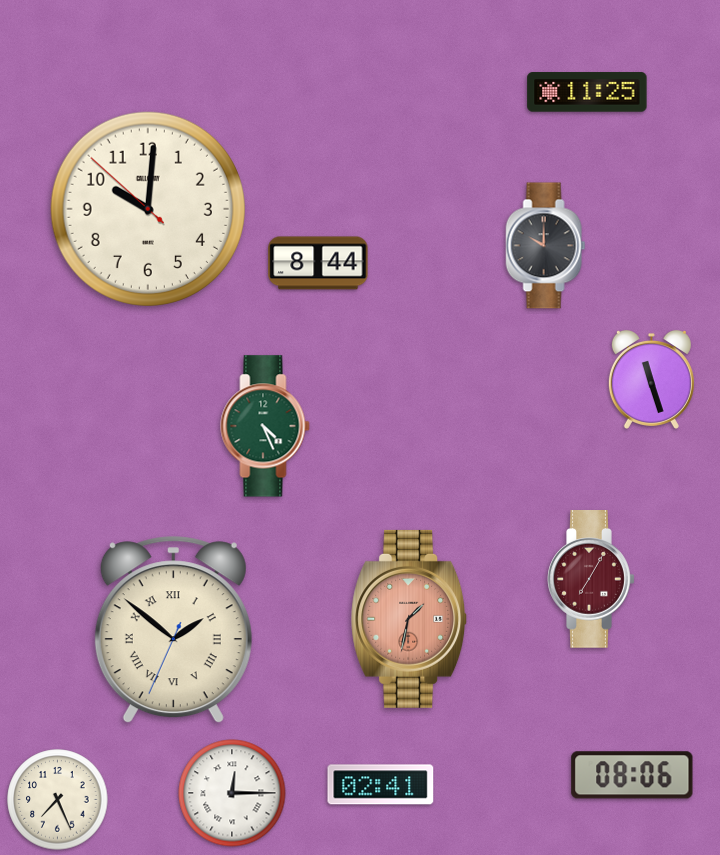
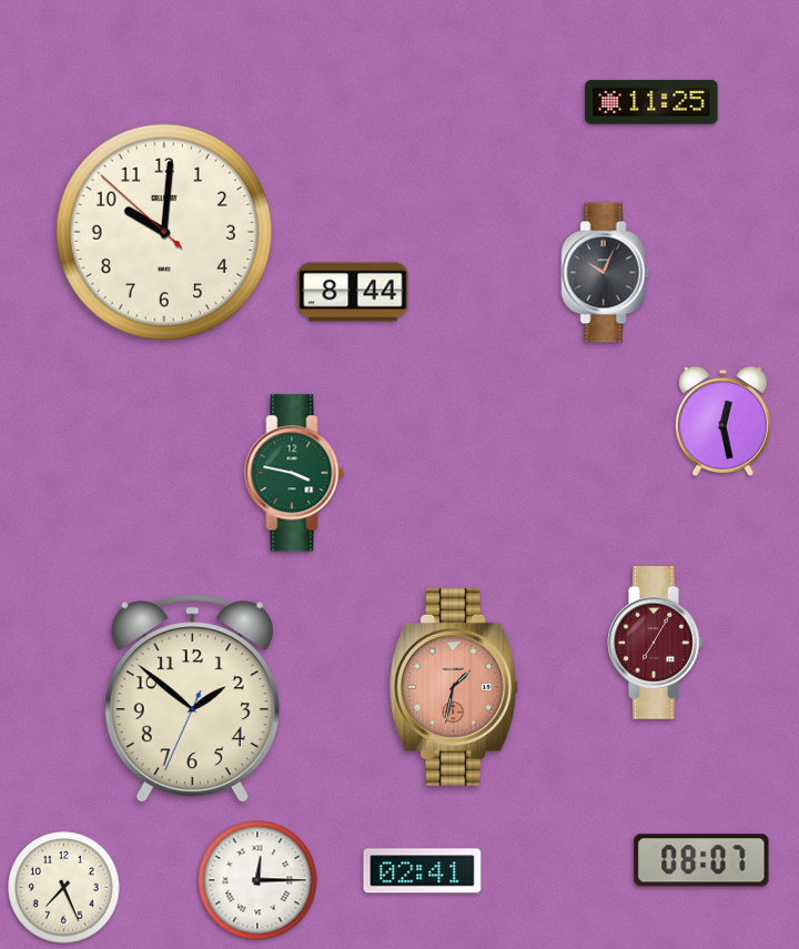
clock at (546, 246): 10:00 -> 10:04
clock at (651, 379): 11:27 -> 12:28
clock at (265, 426): 4:26 -> 3:47
clock at (173, 630) numerals: Roman -> Arabic
clock at (632, 775): 08:06 -> 08:07
